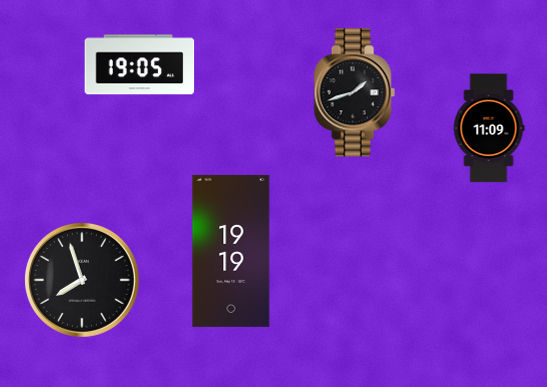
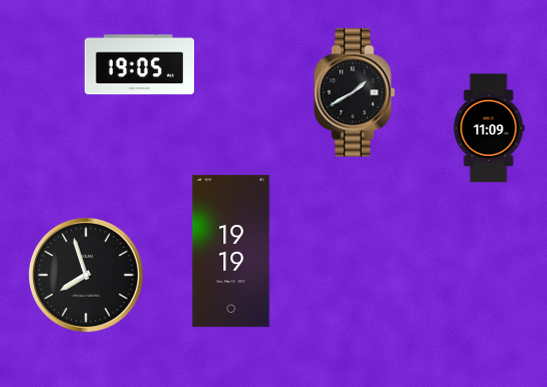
clock at (354, 93): 1:42 -> 1:40
clock at (82, 280) position: (82, 280) -> (86, 275)
